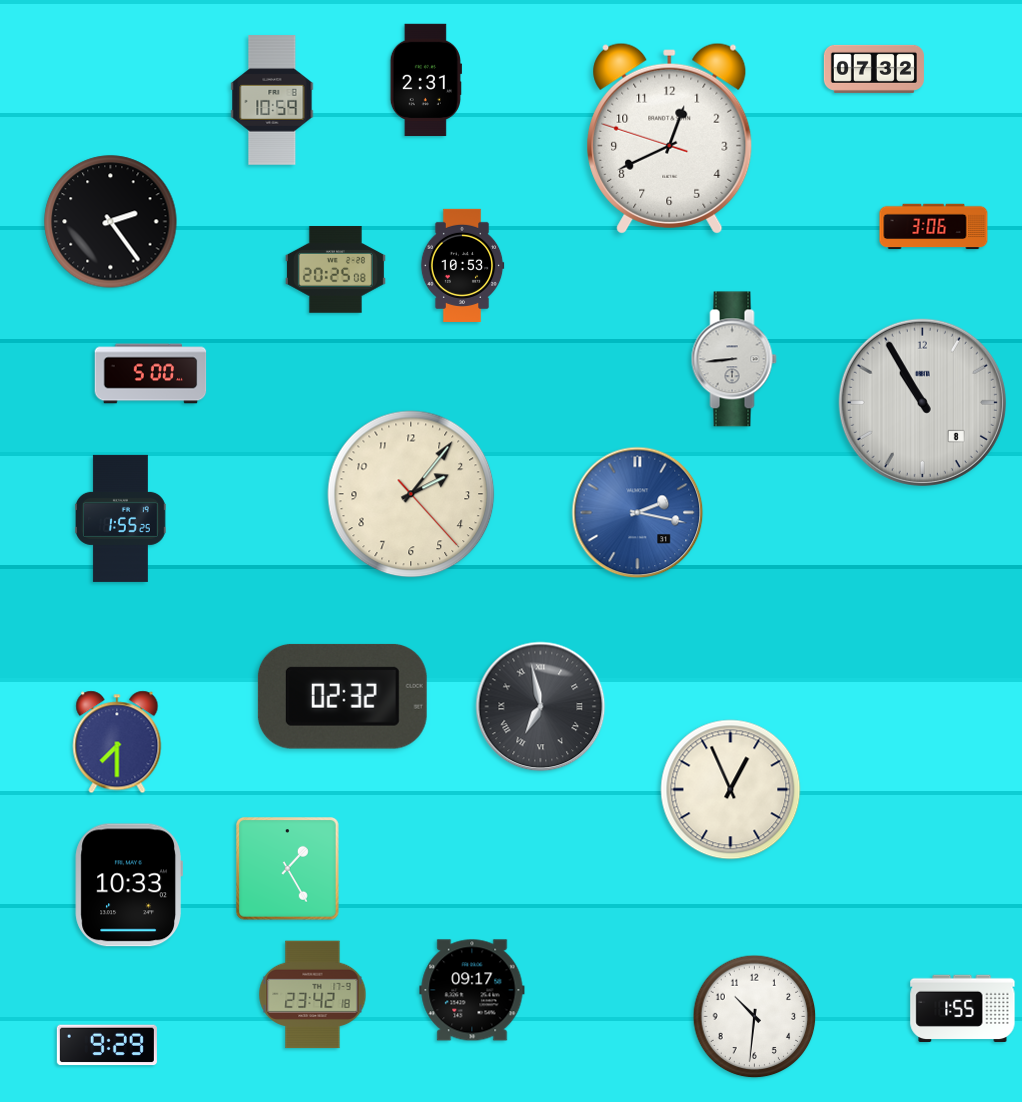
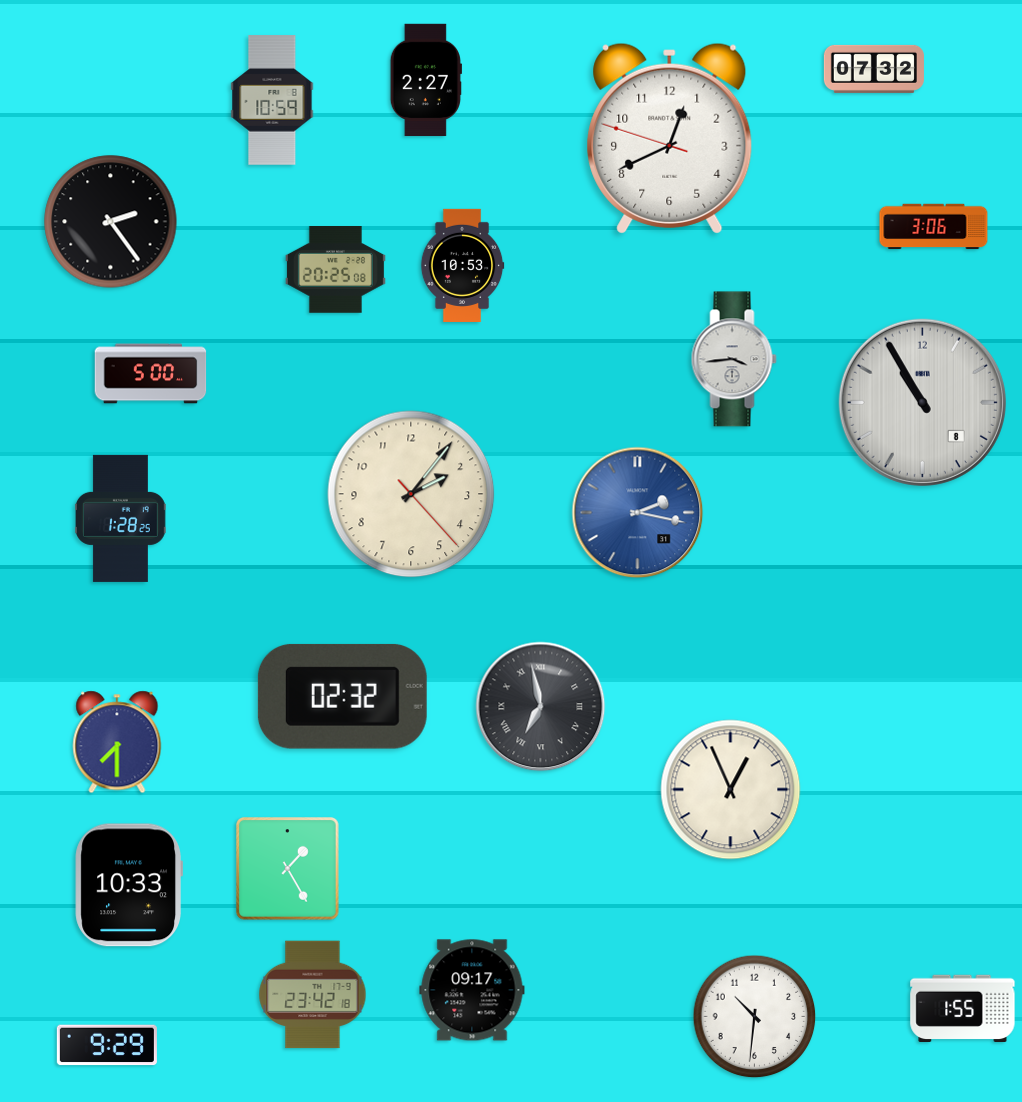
clock at (426, 80): 2:31 -> 2:27
clock at (734, 359): 8:44 -> 3:44
clock at (120, 518): 1:55 -> 1:28
